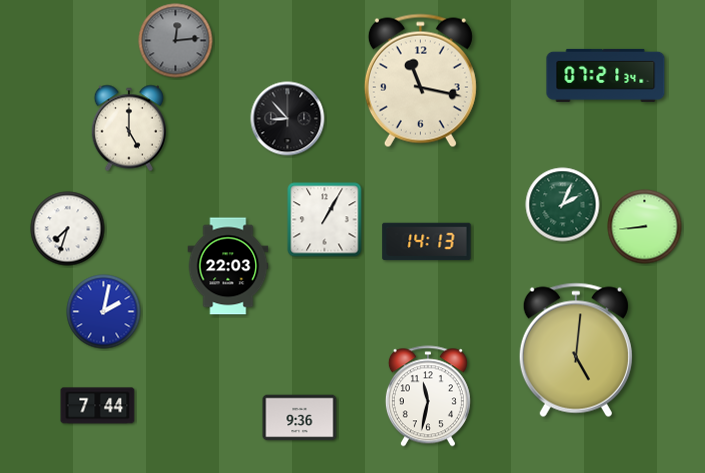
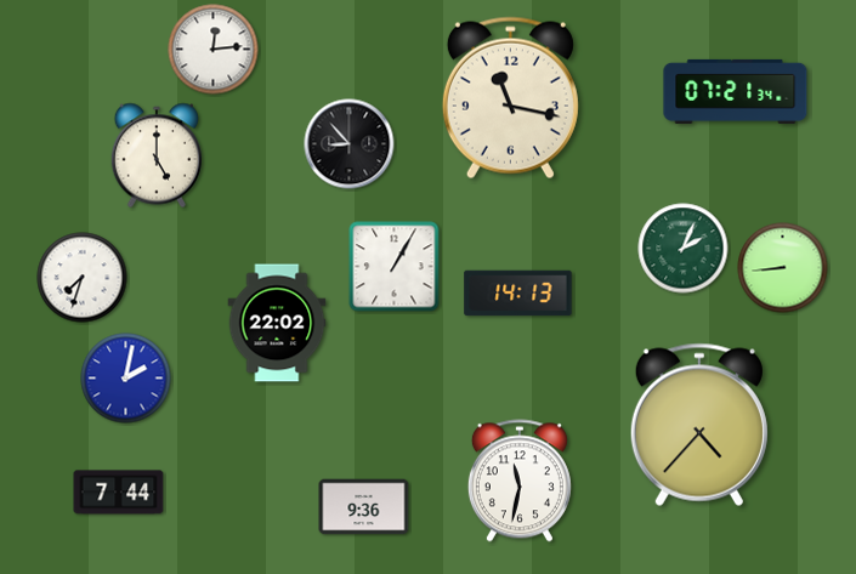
clock at (176, 41) dial: grey -> white
clock at (645, 227) position: (645, 227) -> (783, 268)
clock at (228, 266): 22:03 -> 22:02
clock at (576, 350): 5:01 -> 4:37
